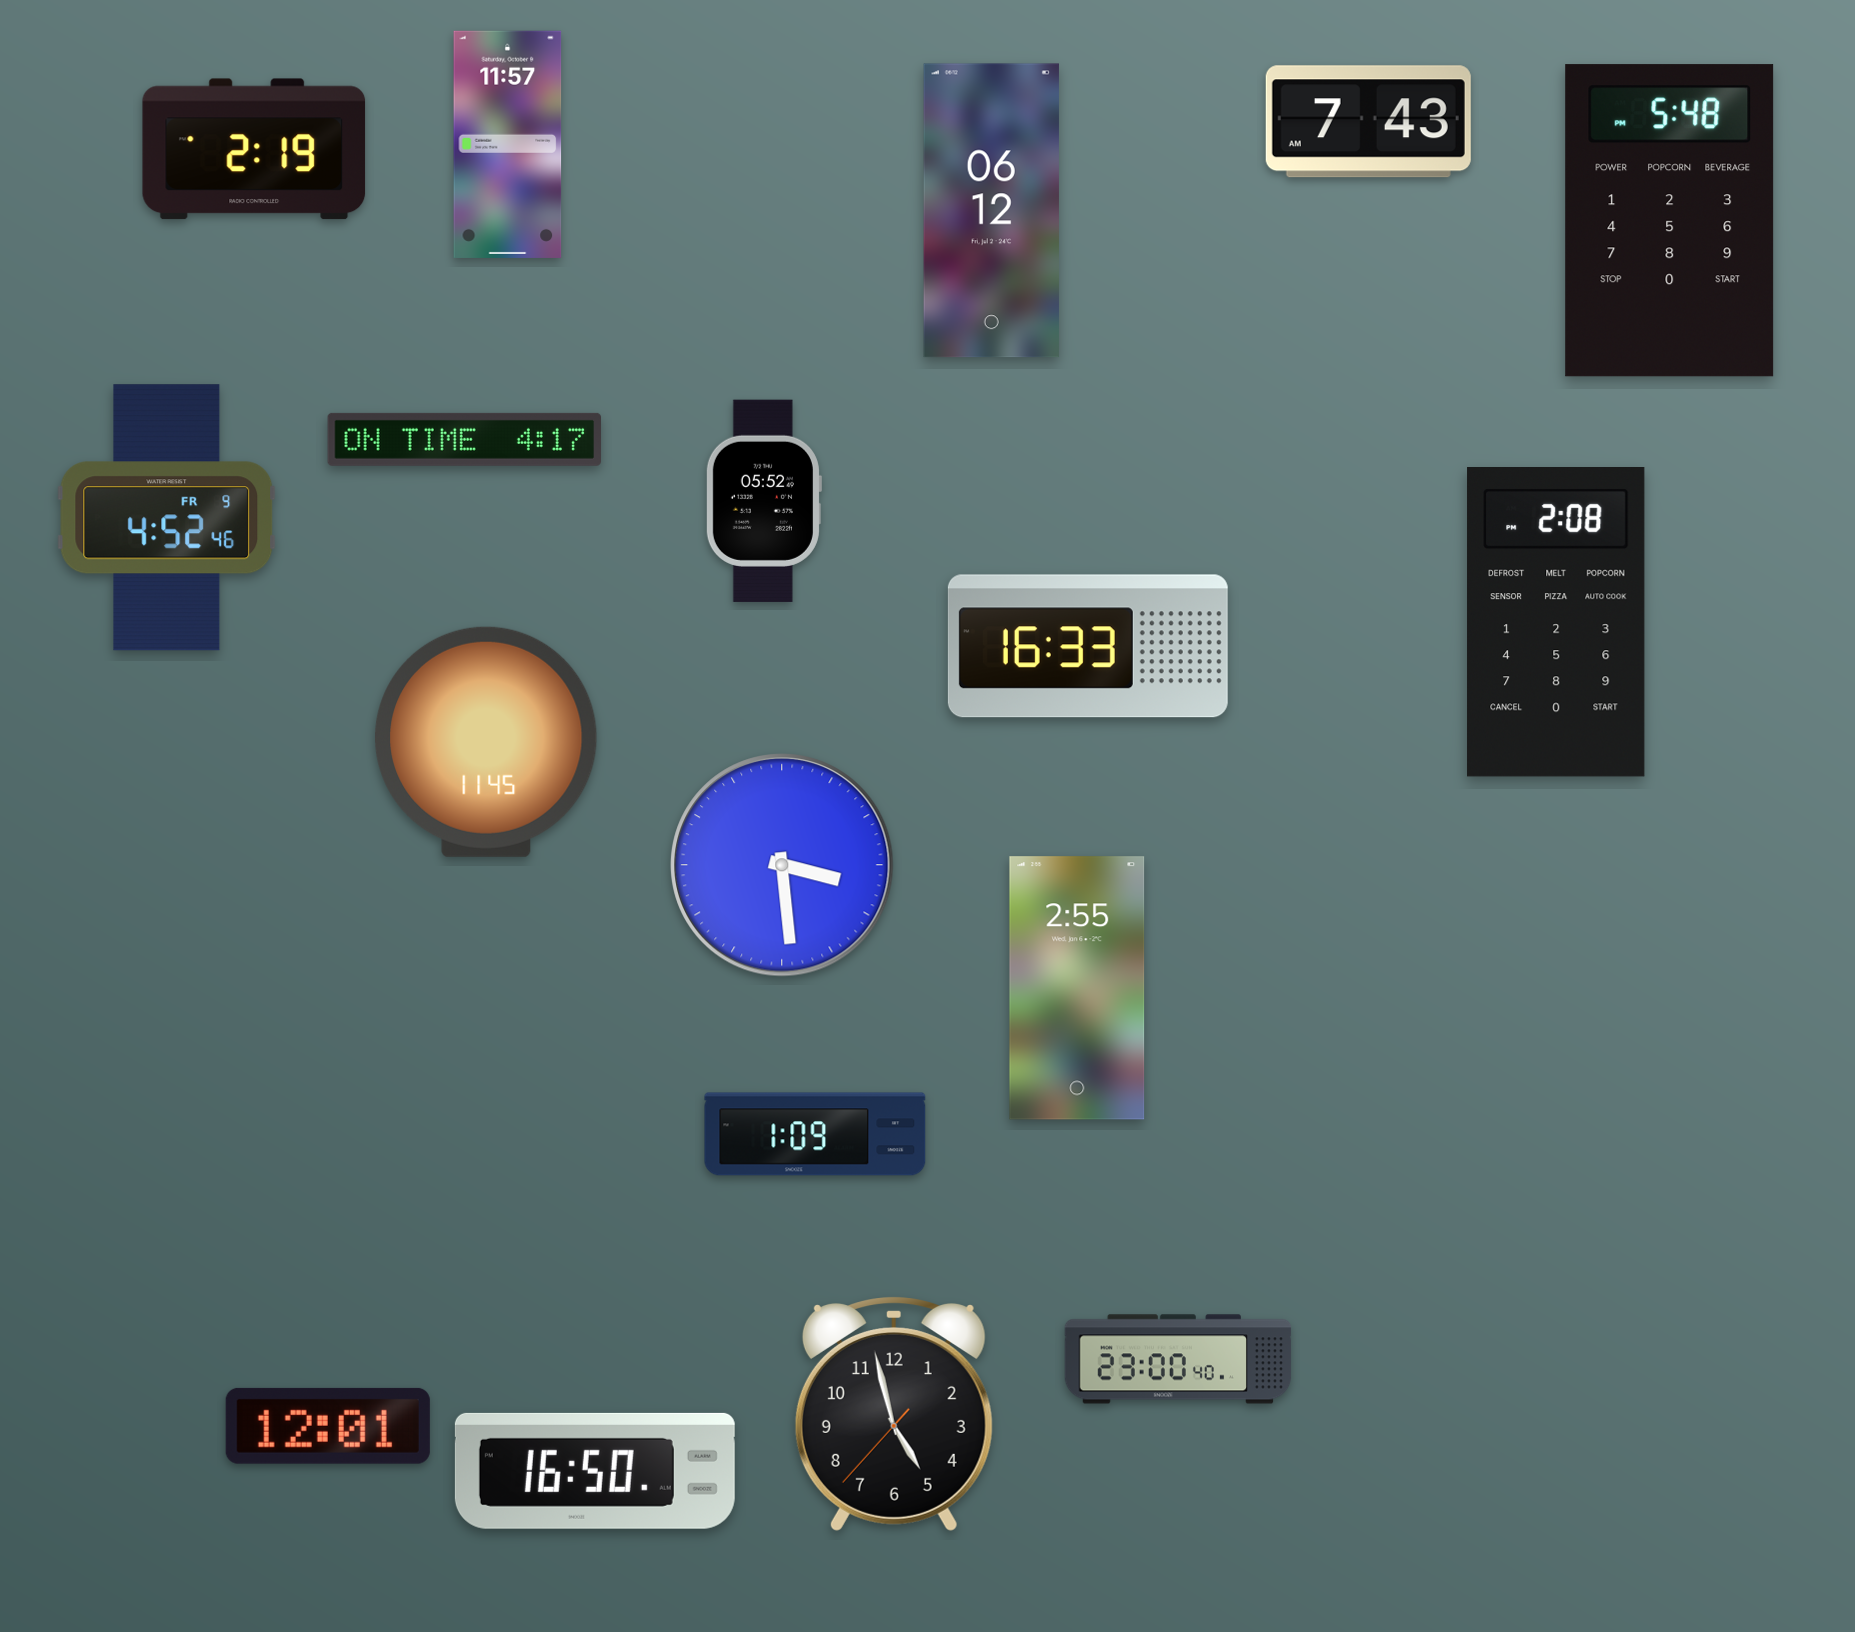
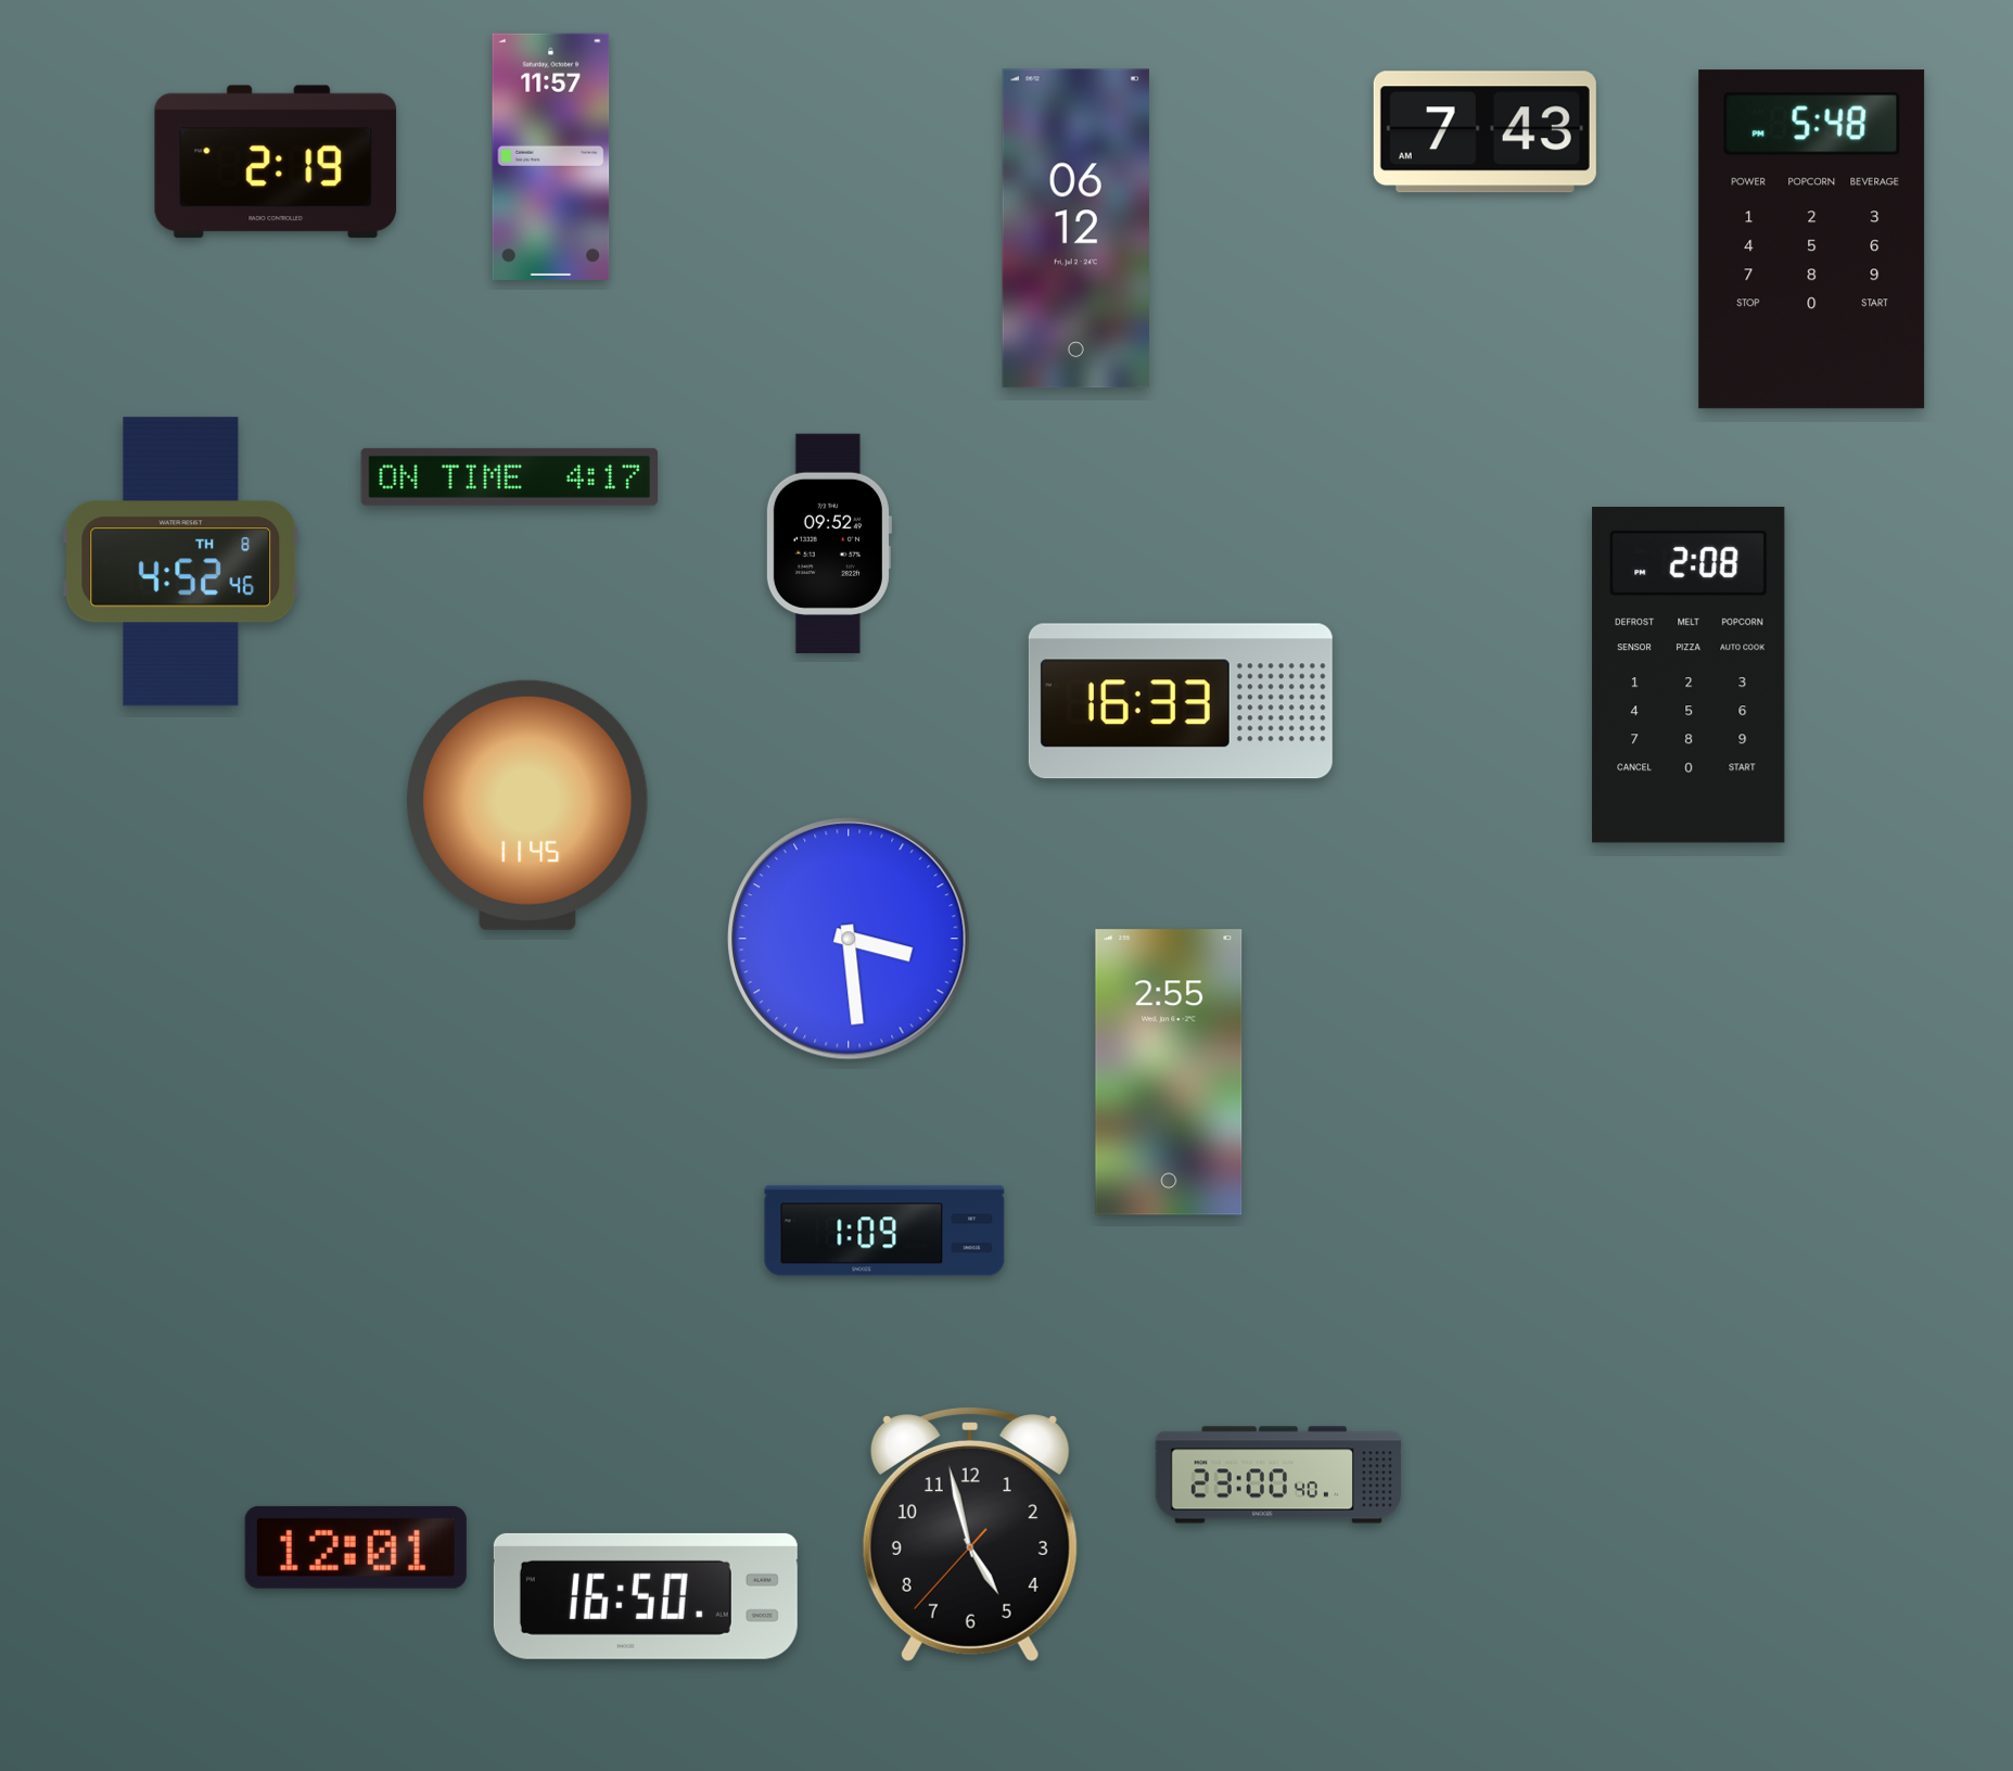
clock at (465, 439) position: (465, 439) -> (510, 476)
clock at (763, 501): 05:52 -> 09:52
clock at (167, 518) date: FR 9 -> TH 8
